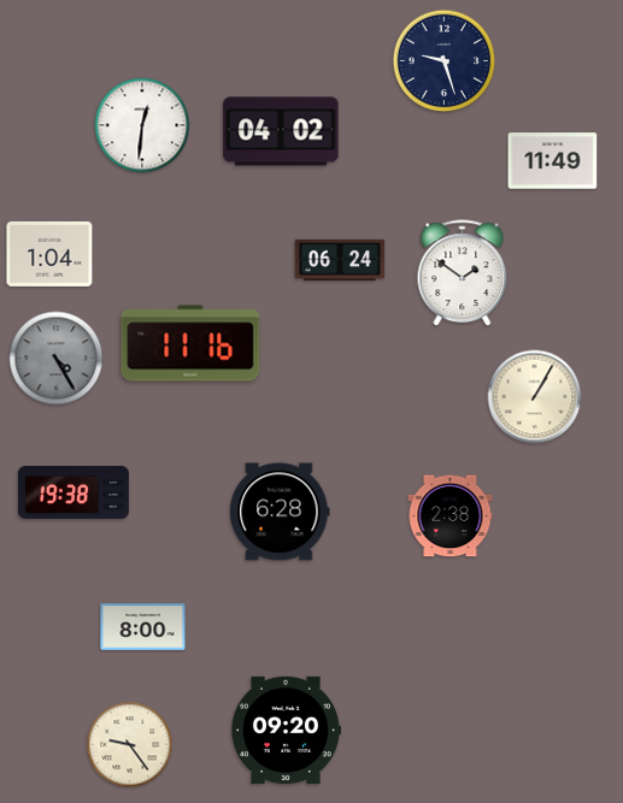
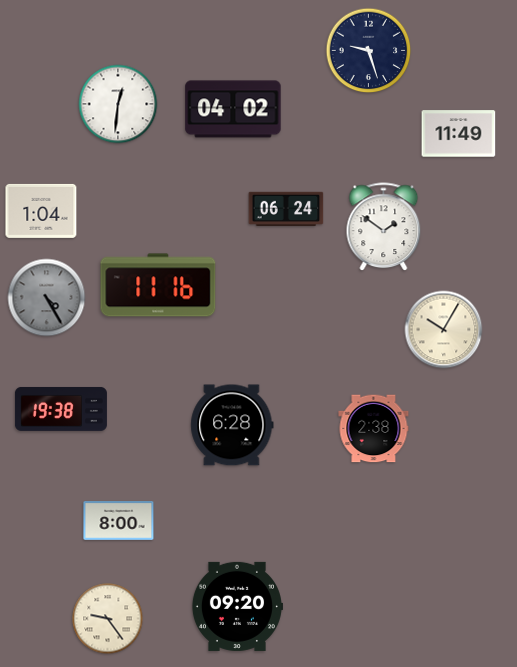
clock at (340, 259) position: (340, 259) -> (286, 208)
clock at (535, 397): 1:05 -> 10:05
